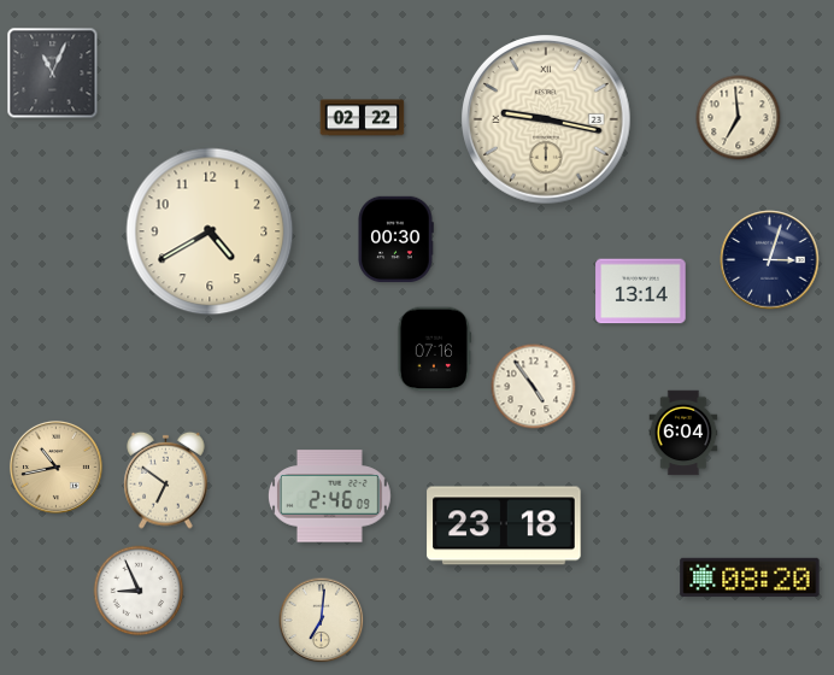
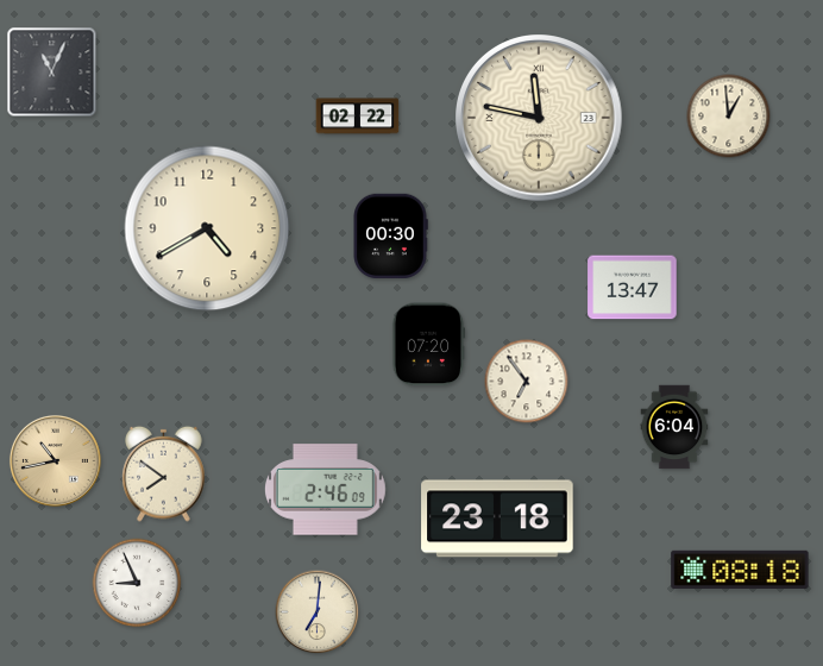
clock at (739, 118): 6:59 -> 12:59
clock at (546, 119): 9:17 -> 11:47
clock at (770, 260): 3:03 -> none
clock at (641, 292): 13:14 -> 13:47
clock at (434, 350): 07:16 -> 07:20
clock at (534, 387): 4:54 -> 6:54
clock at (166, 480): 6:51 -> 7:51
clock at (750, 577): 08:20 -> 08:18
